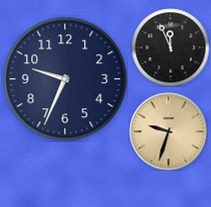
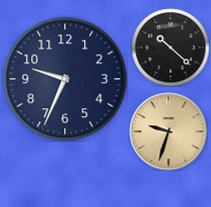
clock at (170, 47): 11:56 -> 10:22
